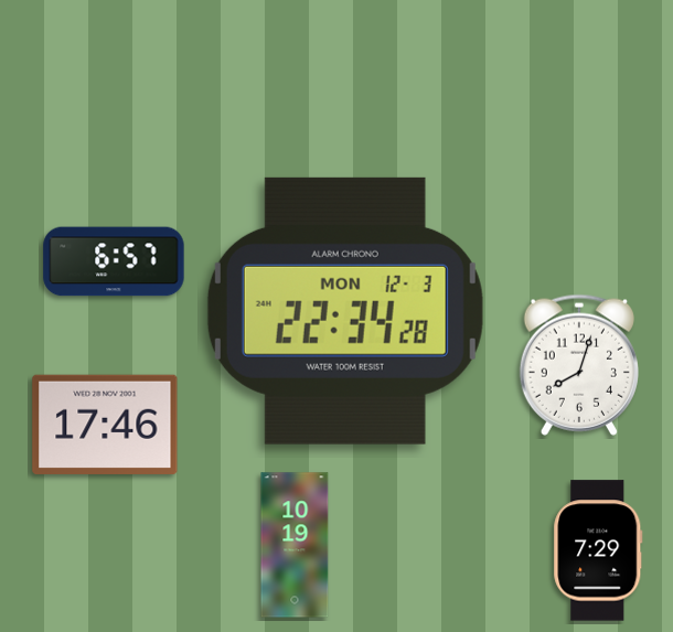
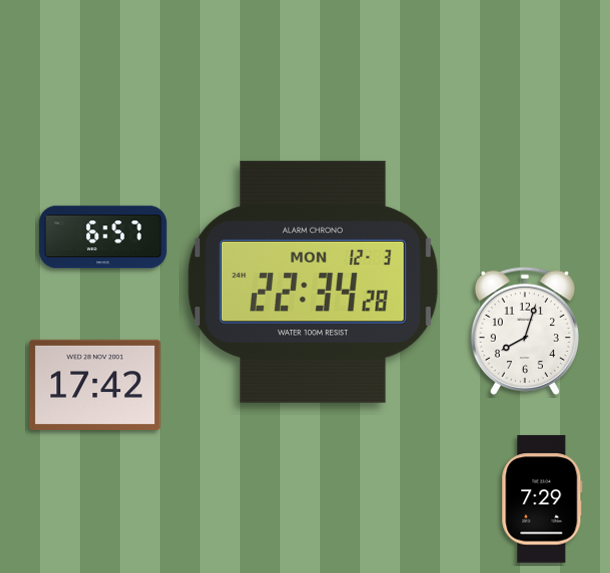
clock at (105, 424): 17:46 -> 17:42
clock at (295, 545): 10:19 -> none
